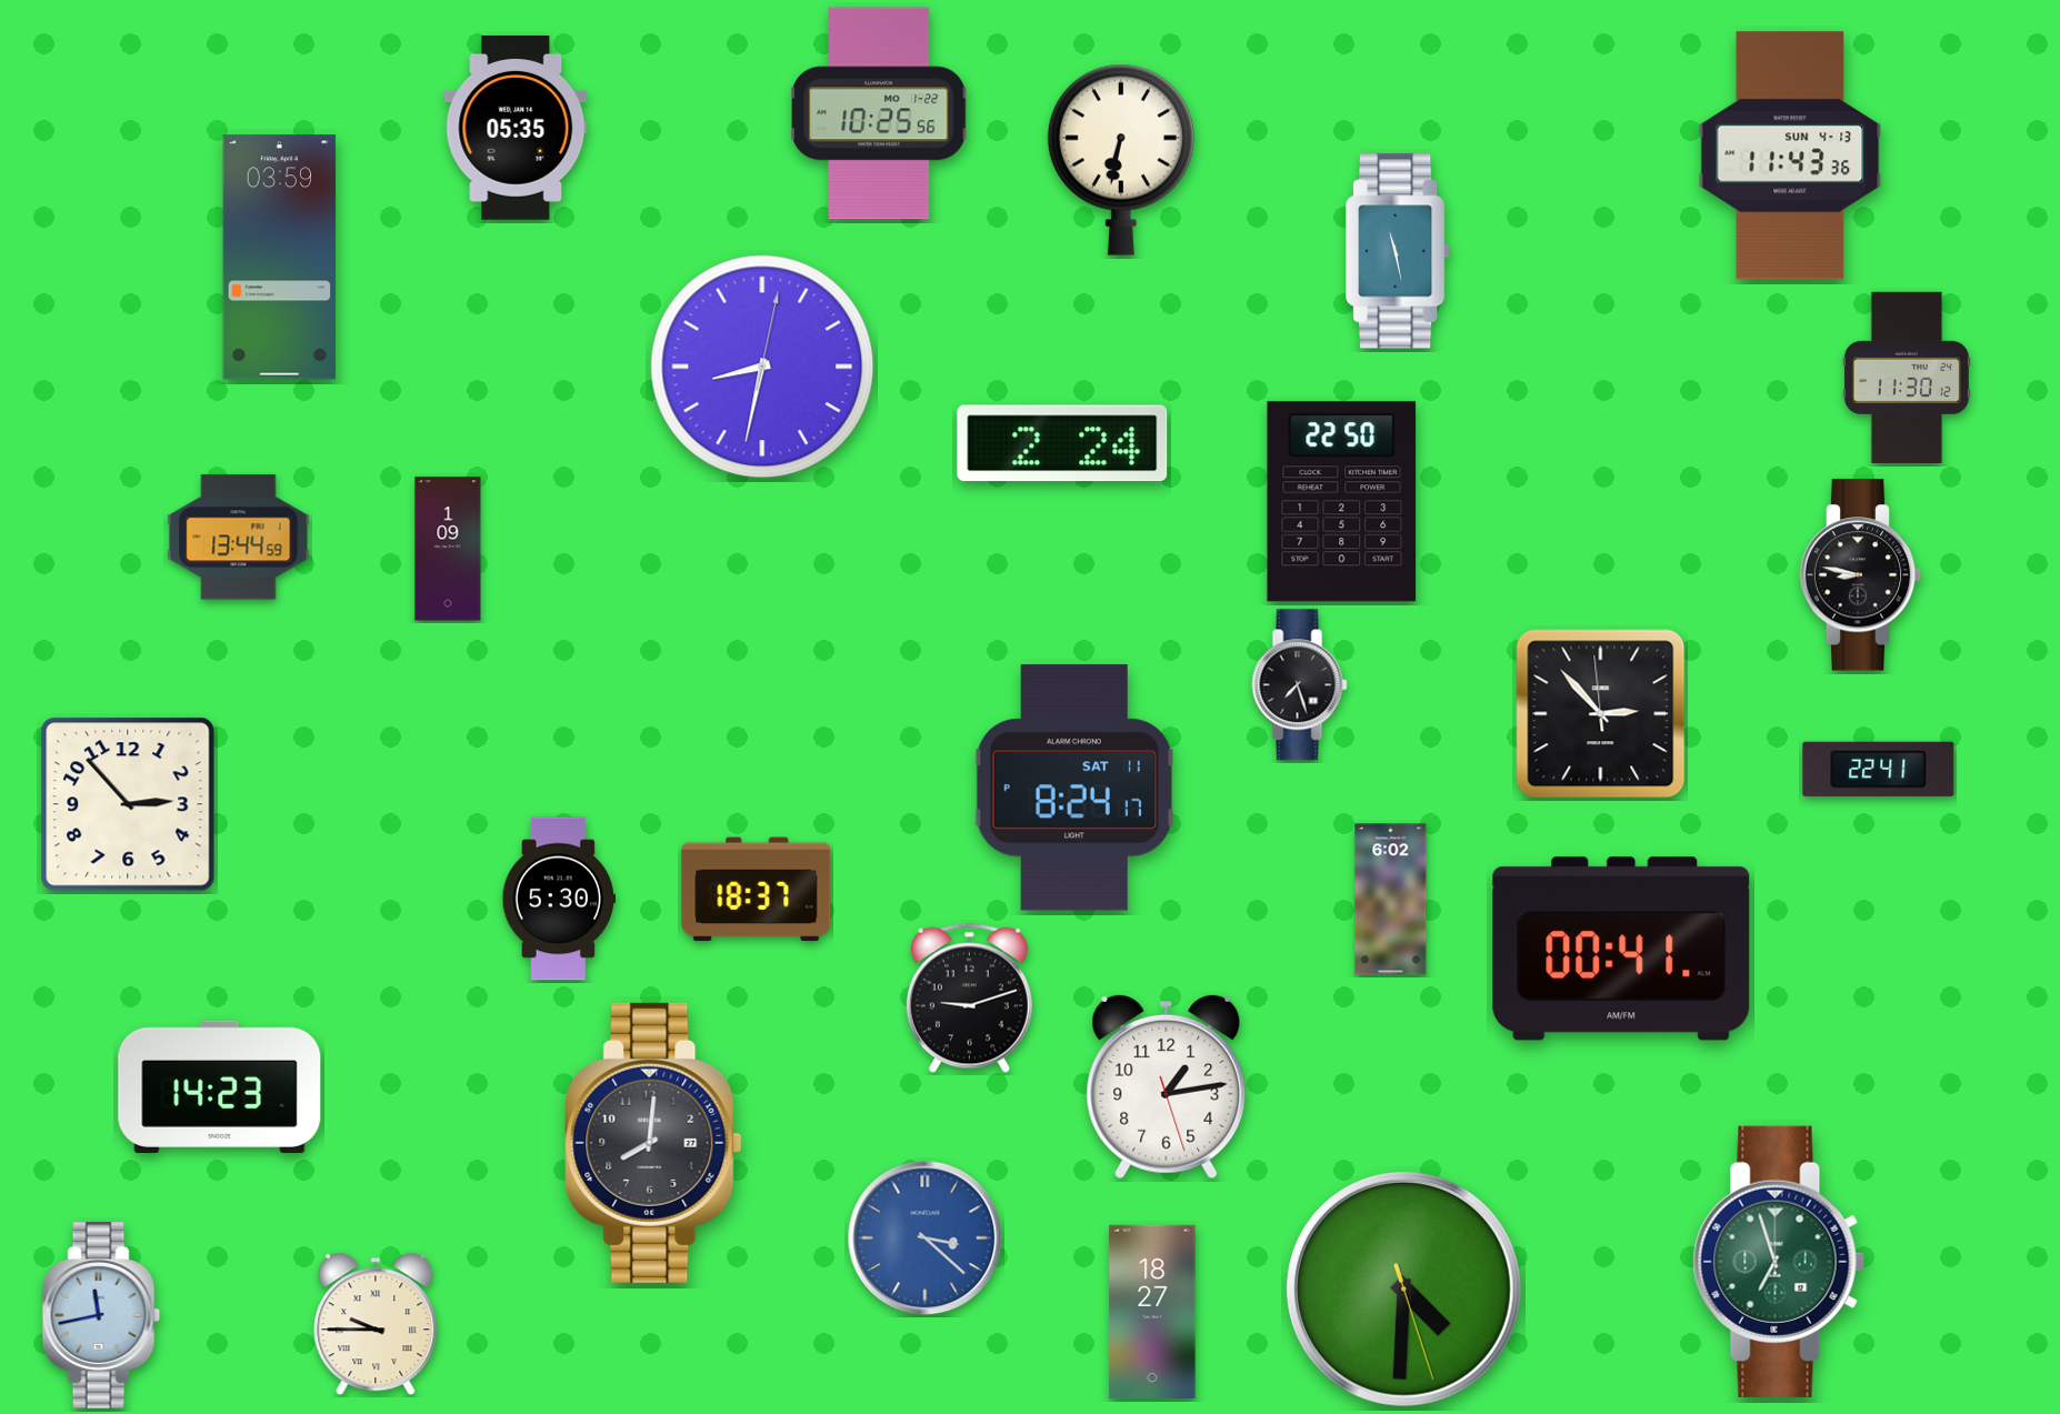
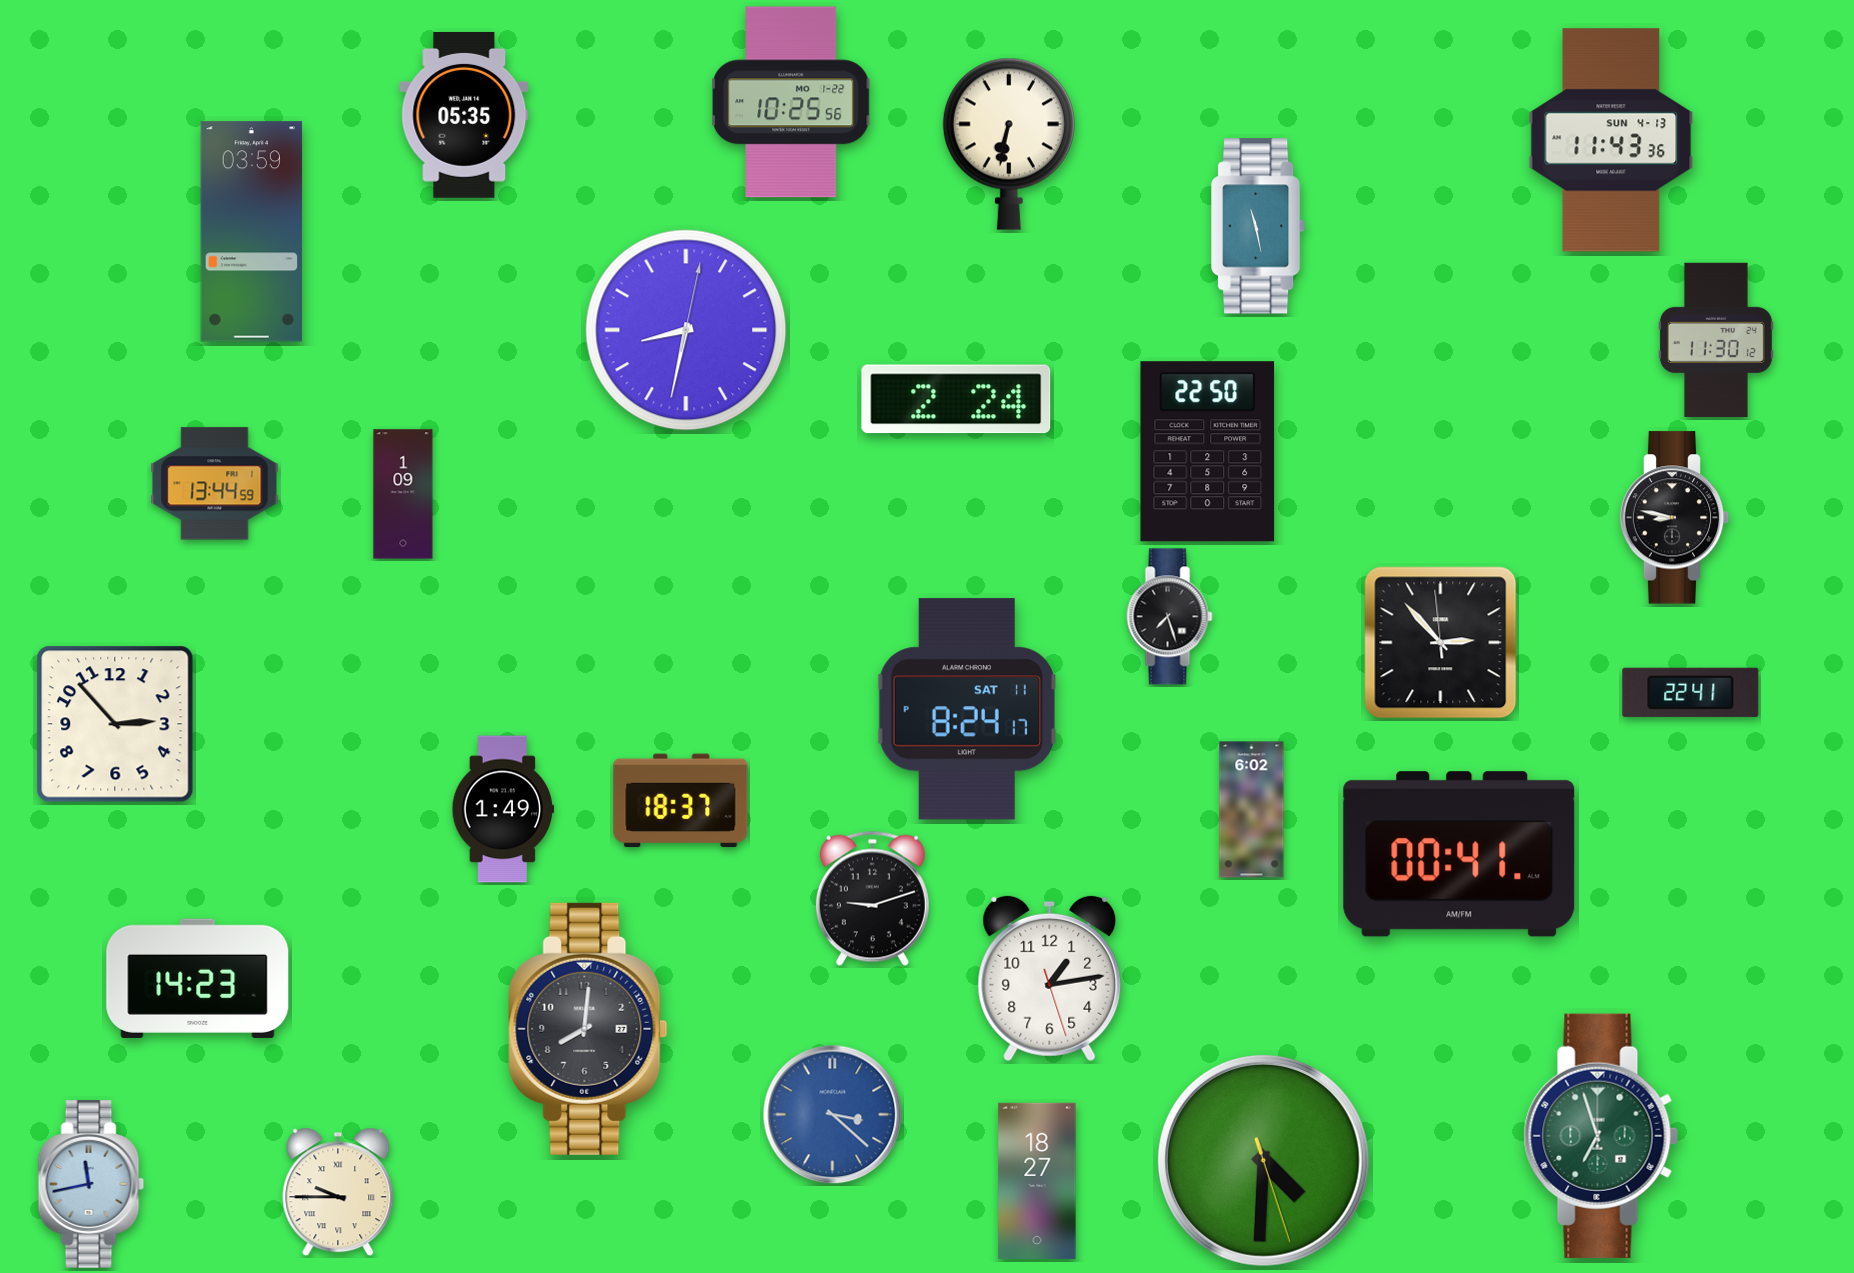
clock at (558, 899): 5:30 -> 1:49
